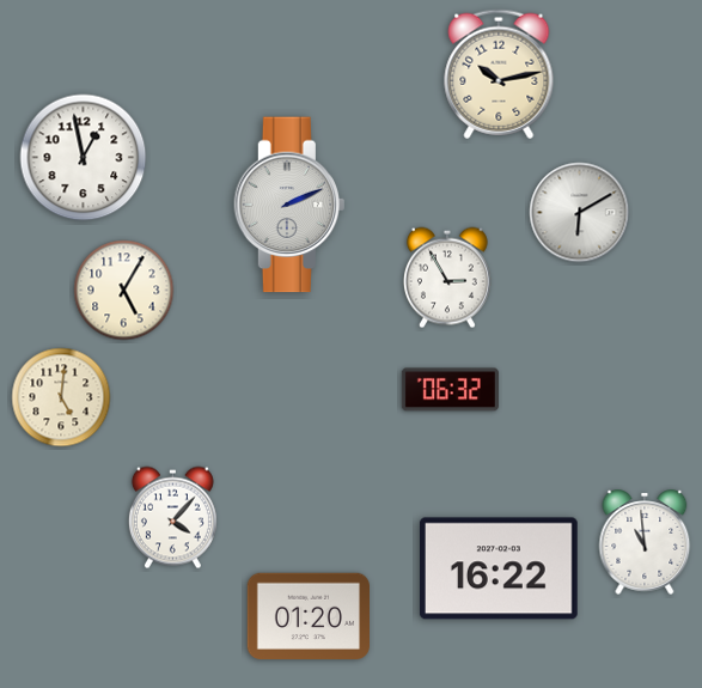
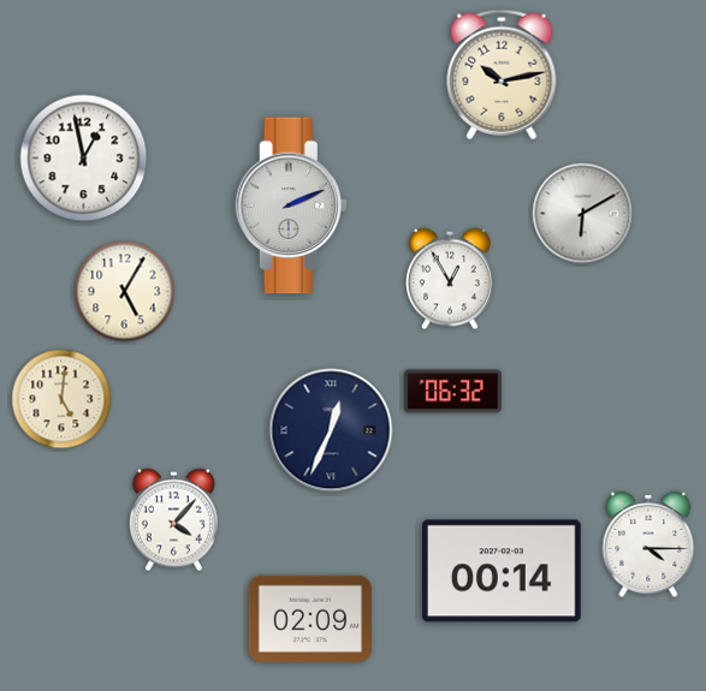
clock at (447, 278): 2:55 -> 12:55
clock at (331, 430): none -> 12:34
clock at (645, 542): 10:59 -> 4:15
clock at (499, 568): 16:22 -> 00:14
clock at (307, 615): 01:20 -> 02:09
